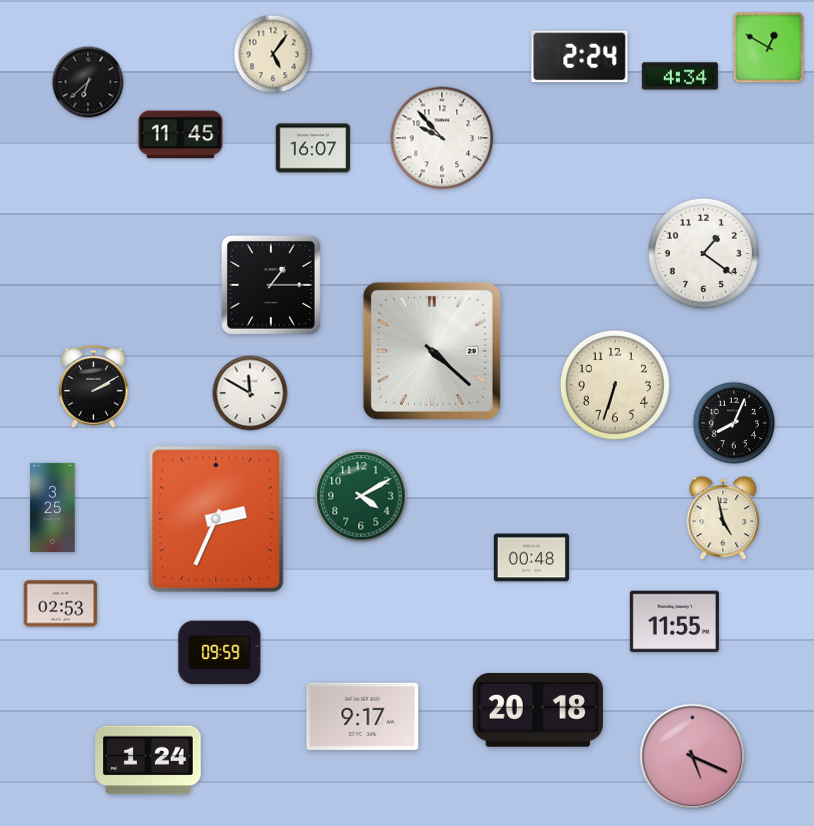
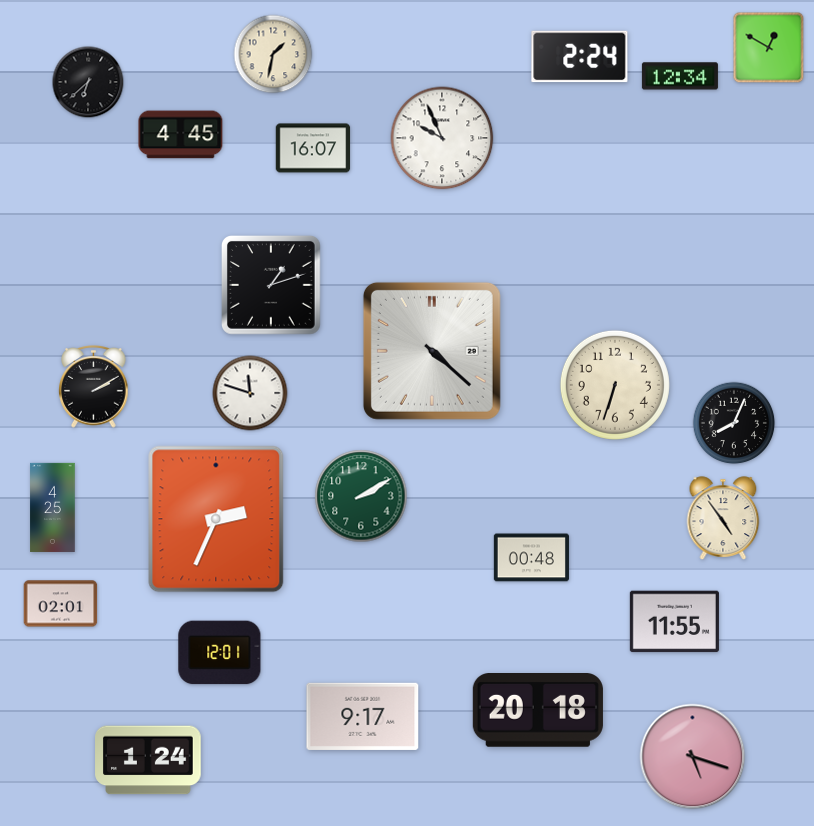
clock at (273, 54): 5:06 -> 1:32
clock at (680, 76): 4:34 -> 12:34
clock at (181, 135): 11:45 -> 4:45
clock at (442, 138): 9:53 -> 9:56
clock at (703, 253): 1:21 -> none
clock at (271, 285): 1:15 -> 1:12
clock at (250, 393): 11:50 -> 11:48
clock at (361, 496): 4:10 -> 2:10
clock at (53, 507): 3:25 -> 4:25
clock at (723, 518): 4:58 -> 4:54
clock at (61, 604): 02:53 -> 02:01
clock at (220, 653): 09:59 -> 12:01
clock at (693, 757): 5:19 -> 5:18
